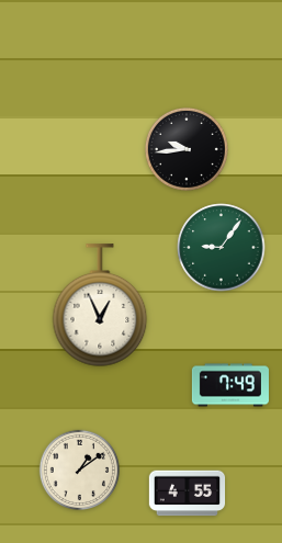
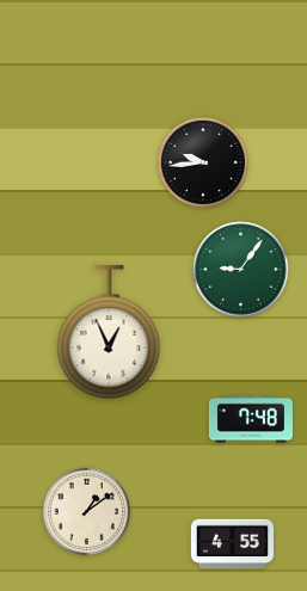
clock at (230, 385): 7:49 -> 7:48
clock at (188, 494) position: (188, 494) -> (233, 544)
